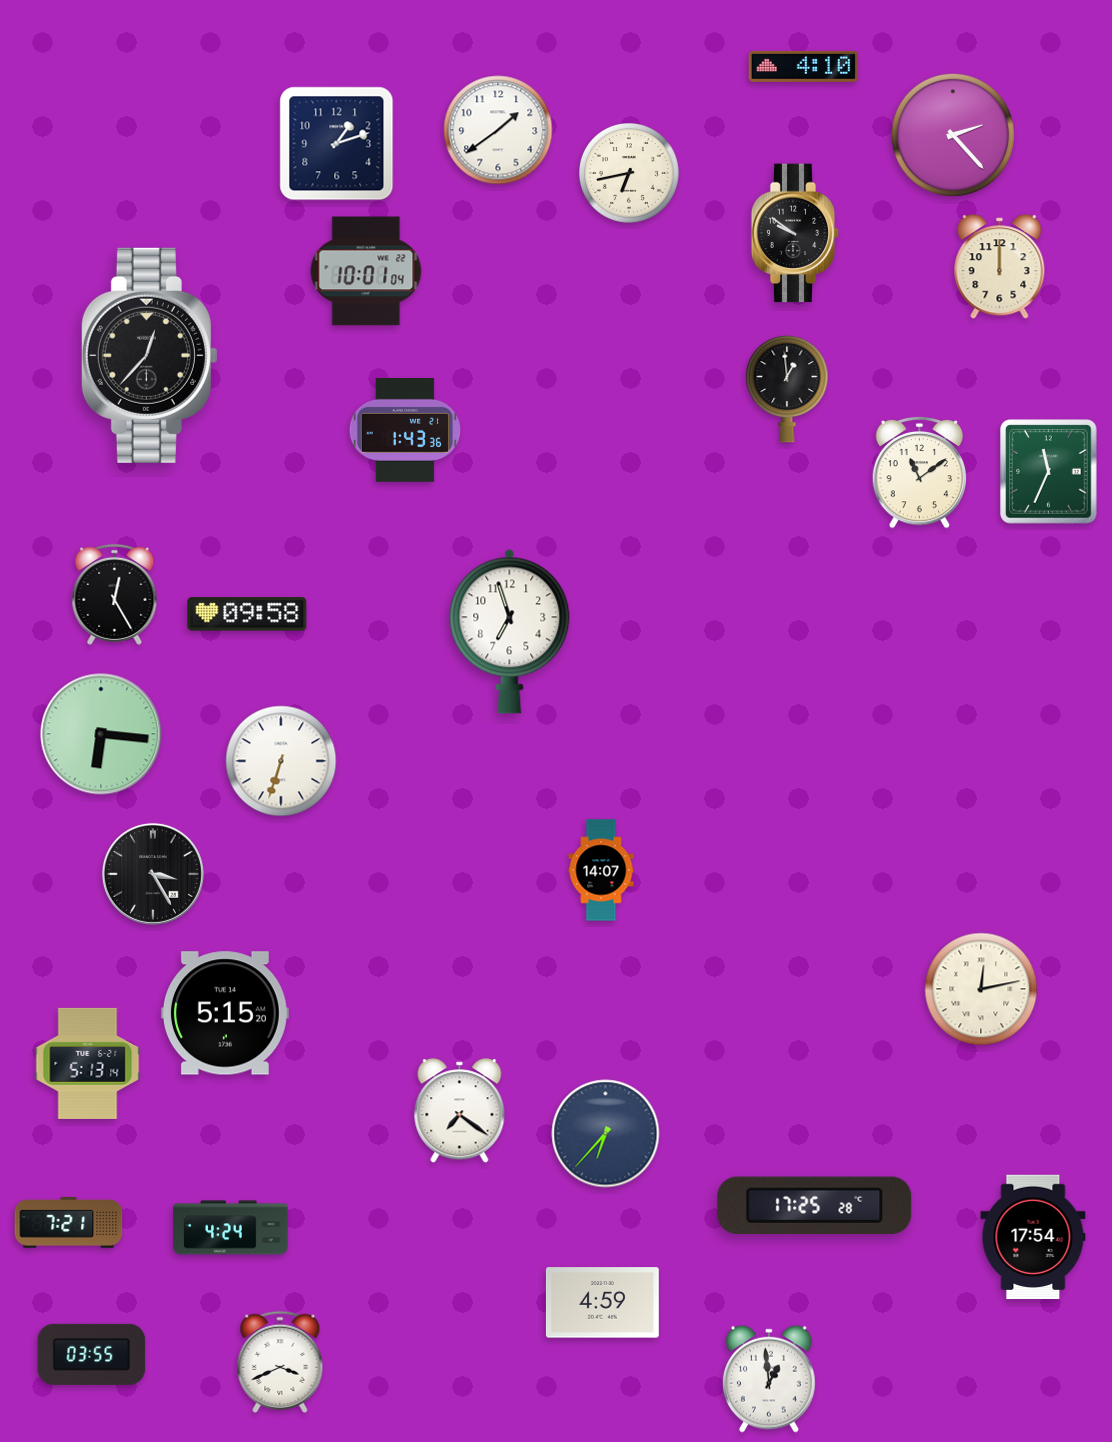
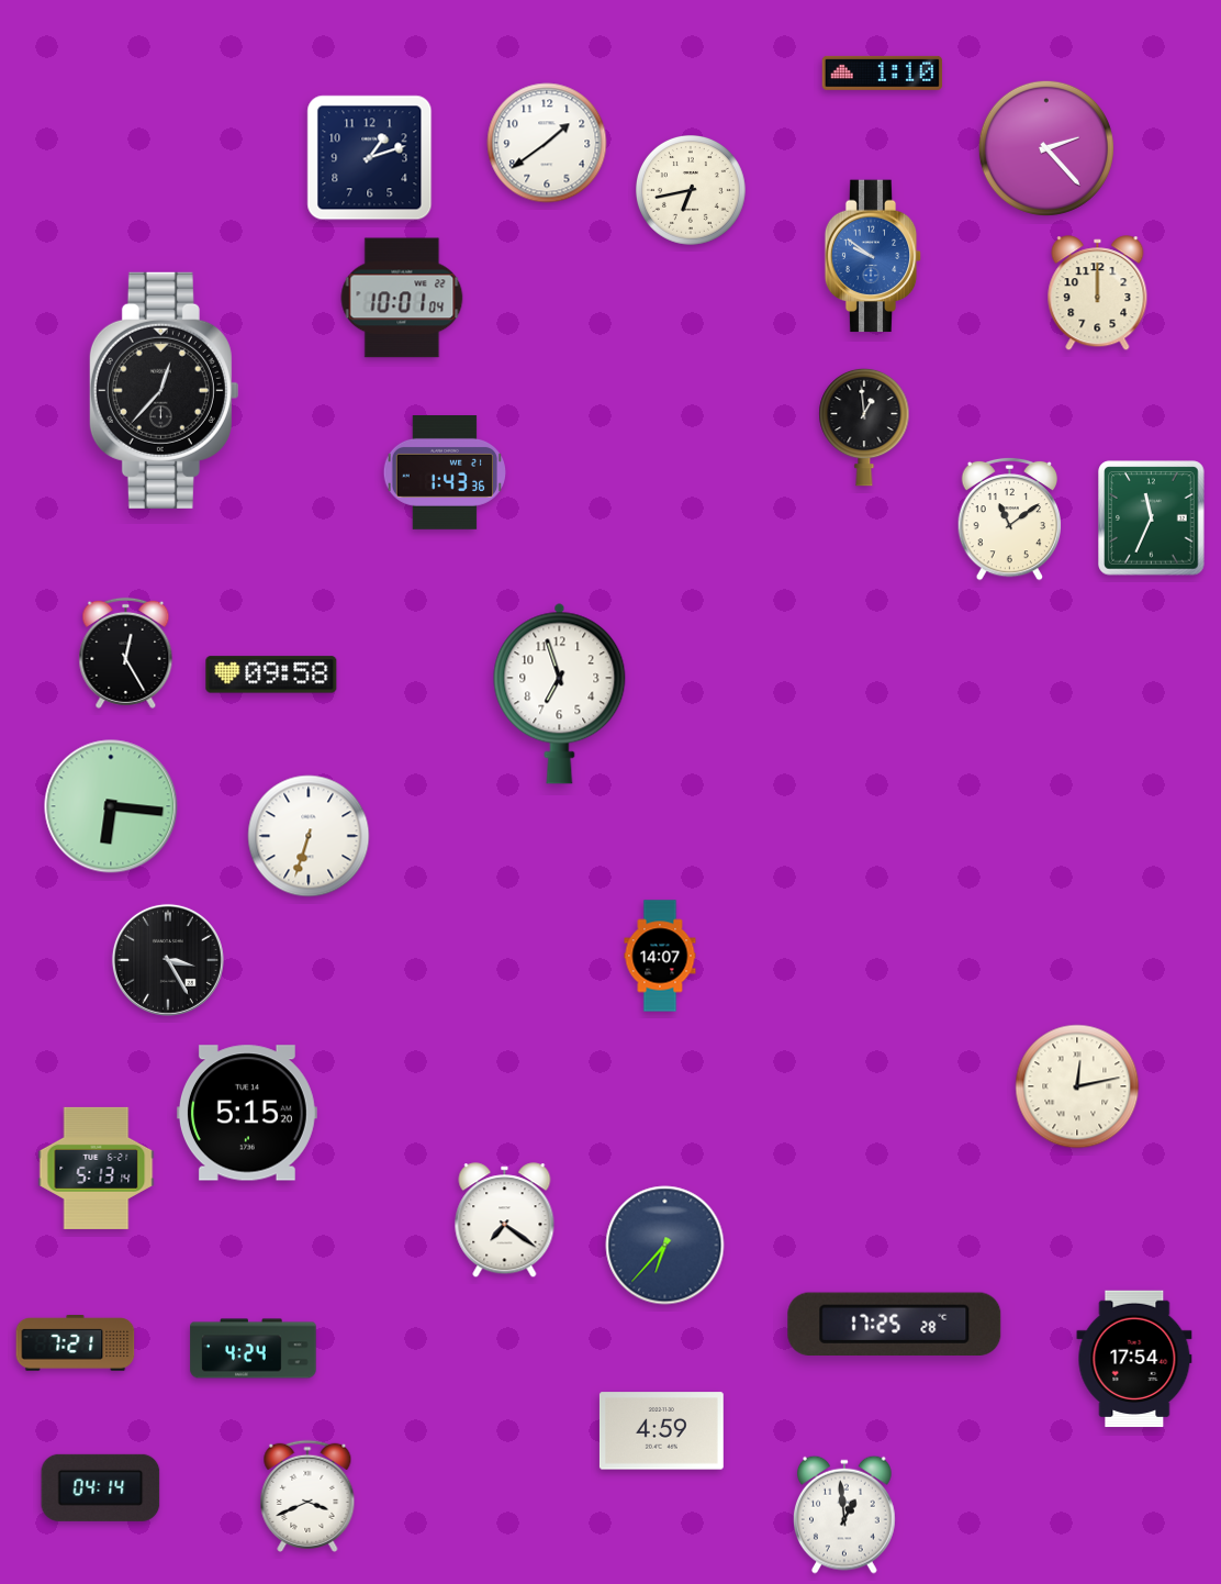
clock at (804, 66): 4:10 -> 1:10
clock at (795, 233) dial: black -> blue
clock at (92, 1354): 03:55 -> 04:14
